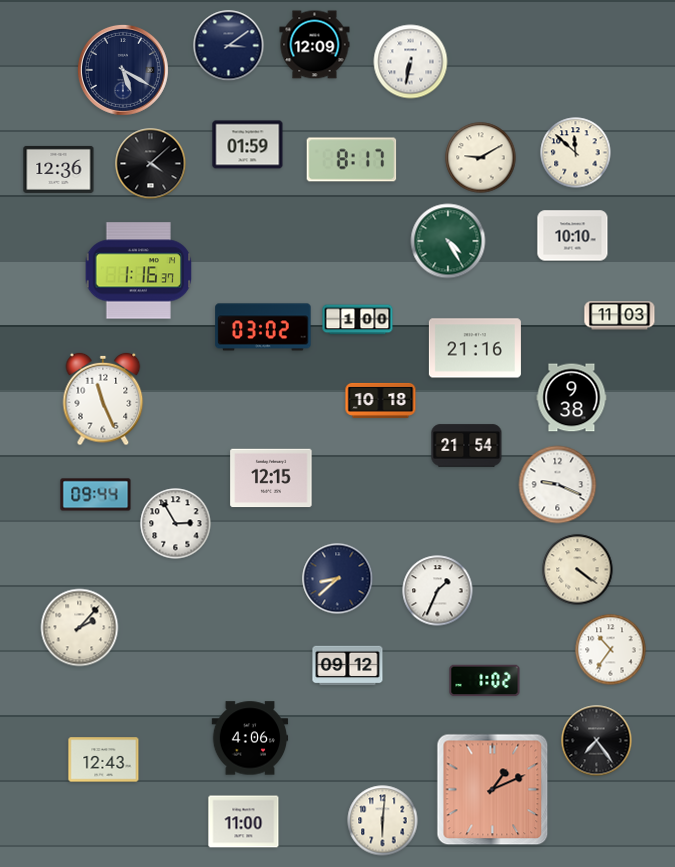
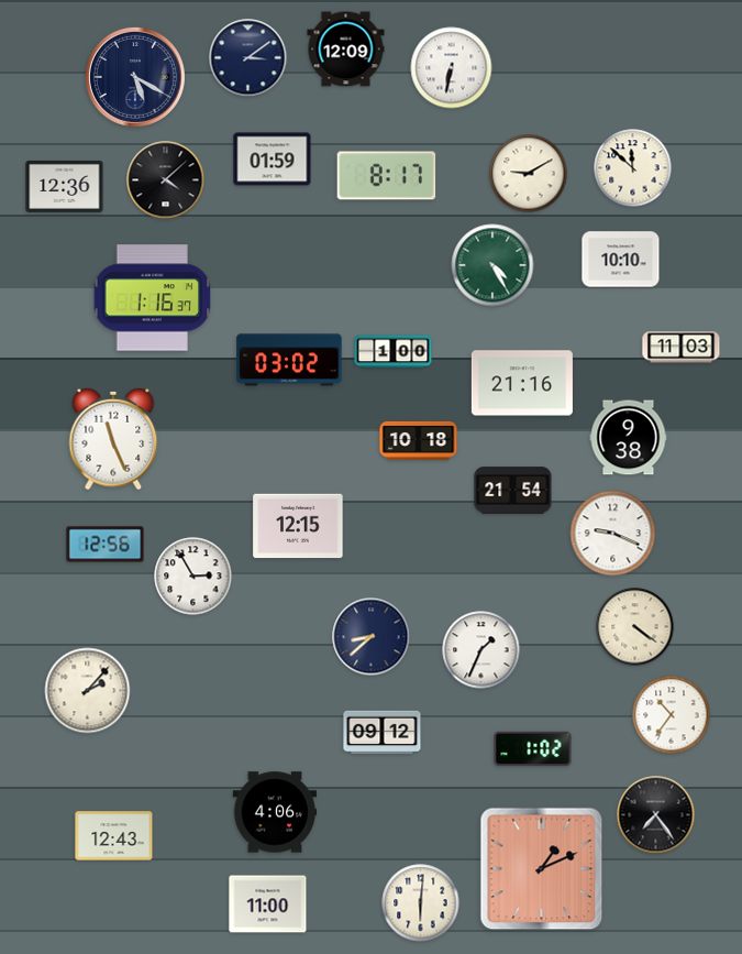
clock at (229, 46) position: (229, 46) -> (248, 58)
clock at (573, 236) position: (573, 236) -> (621, 260)
clock at (96, 495): 09:44 -> 12:56
